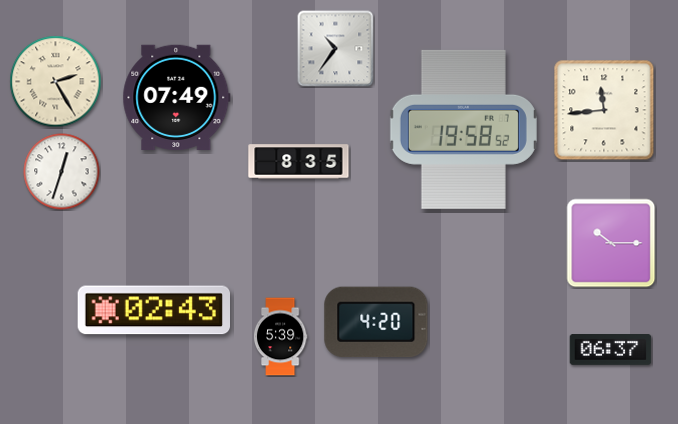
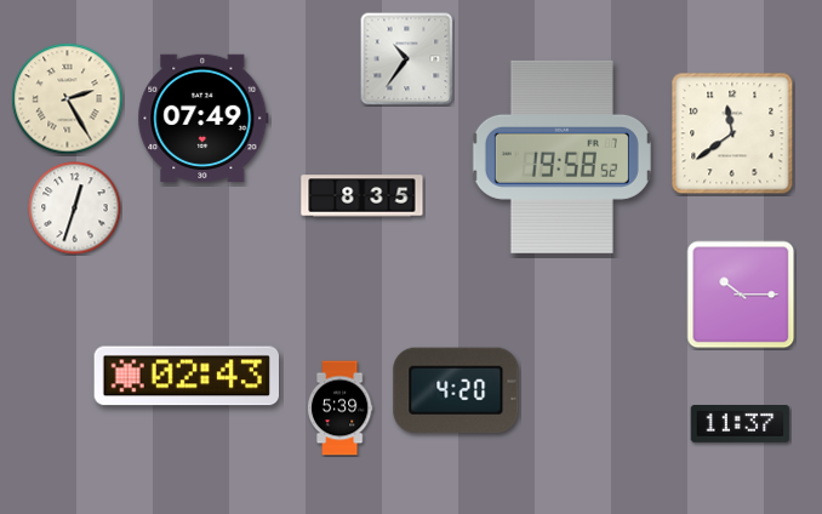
clock at (177, 97) position: (177, 97) -> (204, 118)
clock at (604, 110): 11:44 -> 11:39
clock at (611, 350): 06:37 -> 11:37
